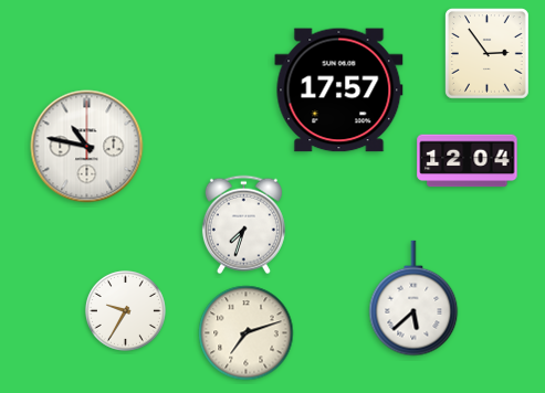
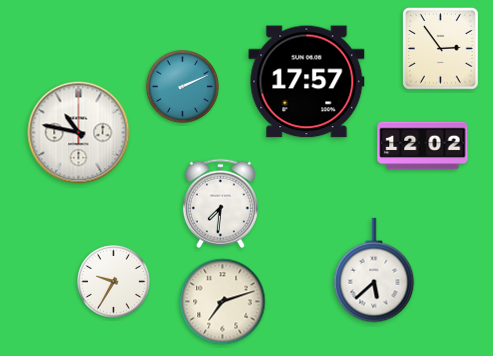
clock at (182, 86): none -> 2:11
clock at (468, 161): 12:04 -> 12:02
clock at (243, 225): 7:33 -> 7:31
